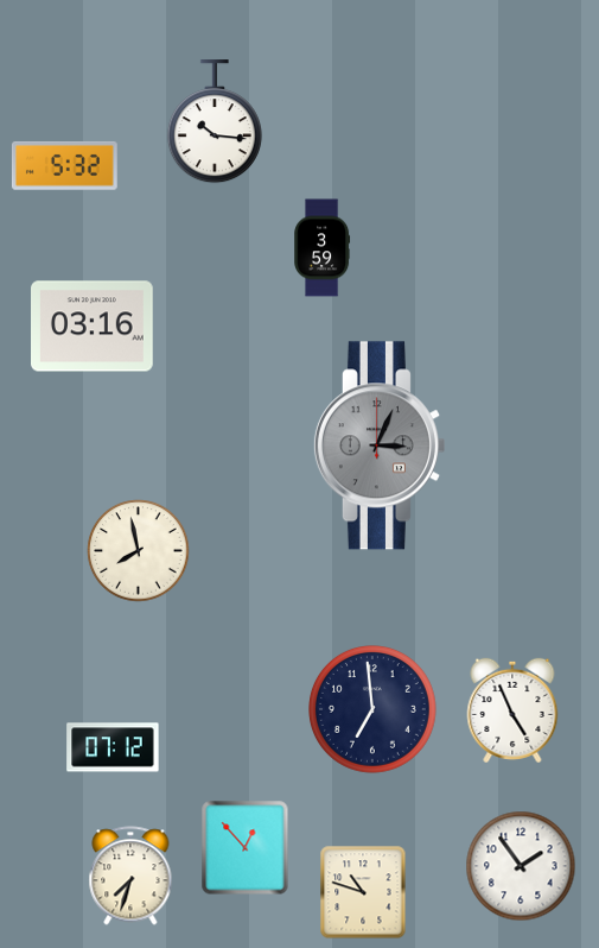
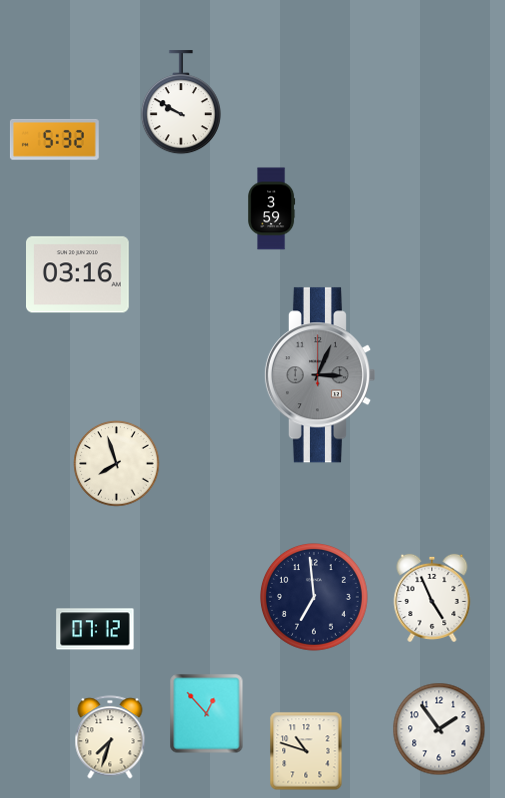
clock at (215, 122): 10:16 -> 9:50
clock at (139, 551): 7:58 -> 7:57
